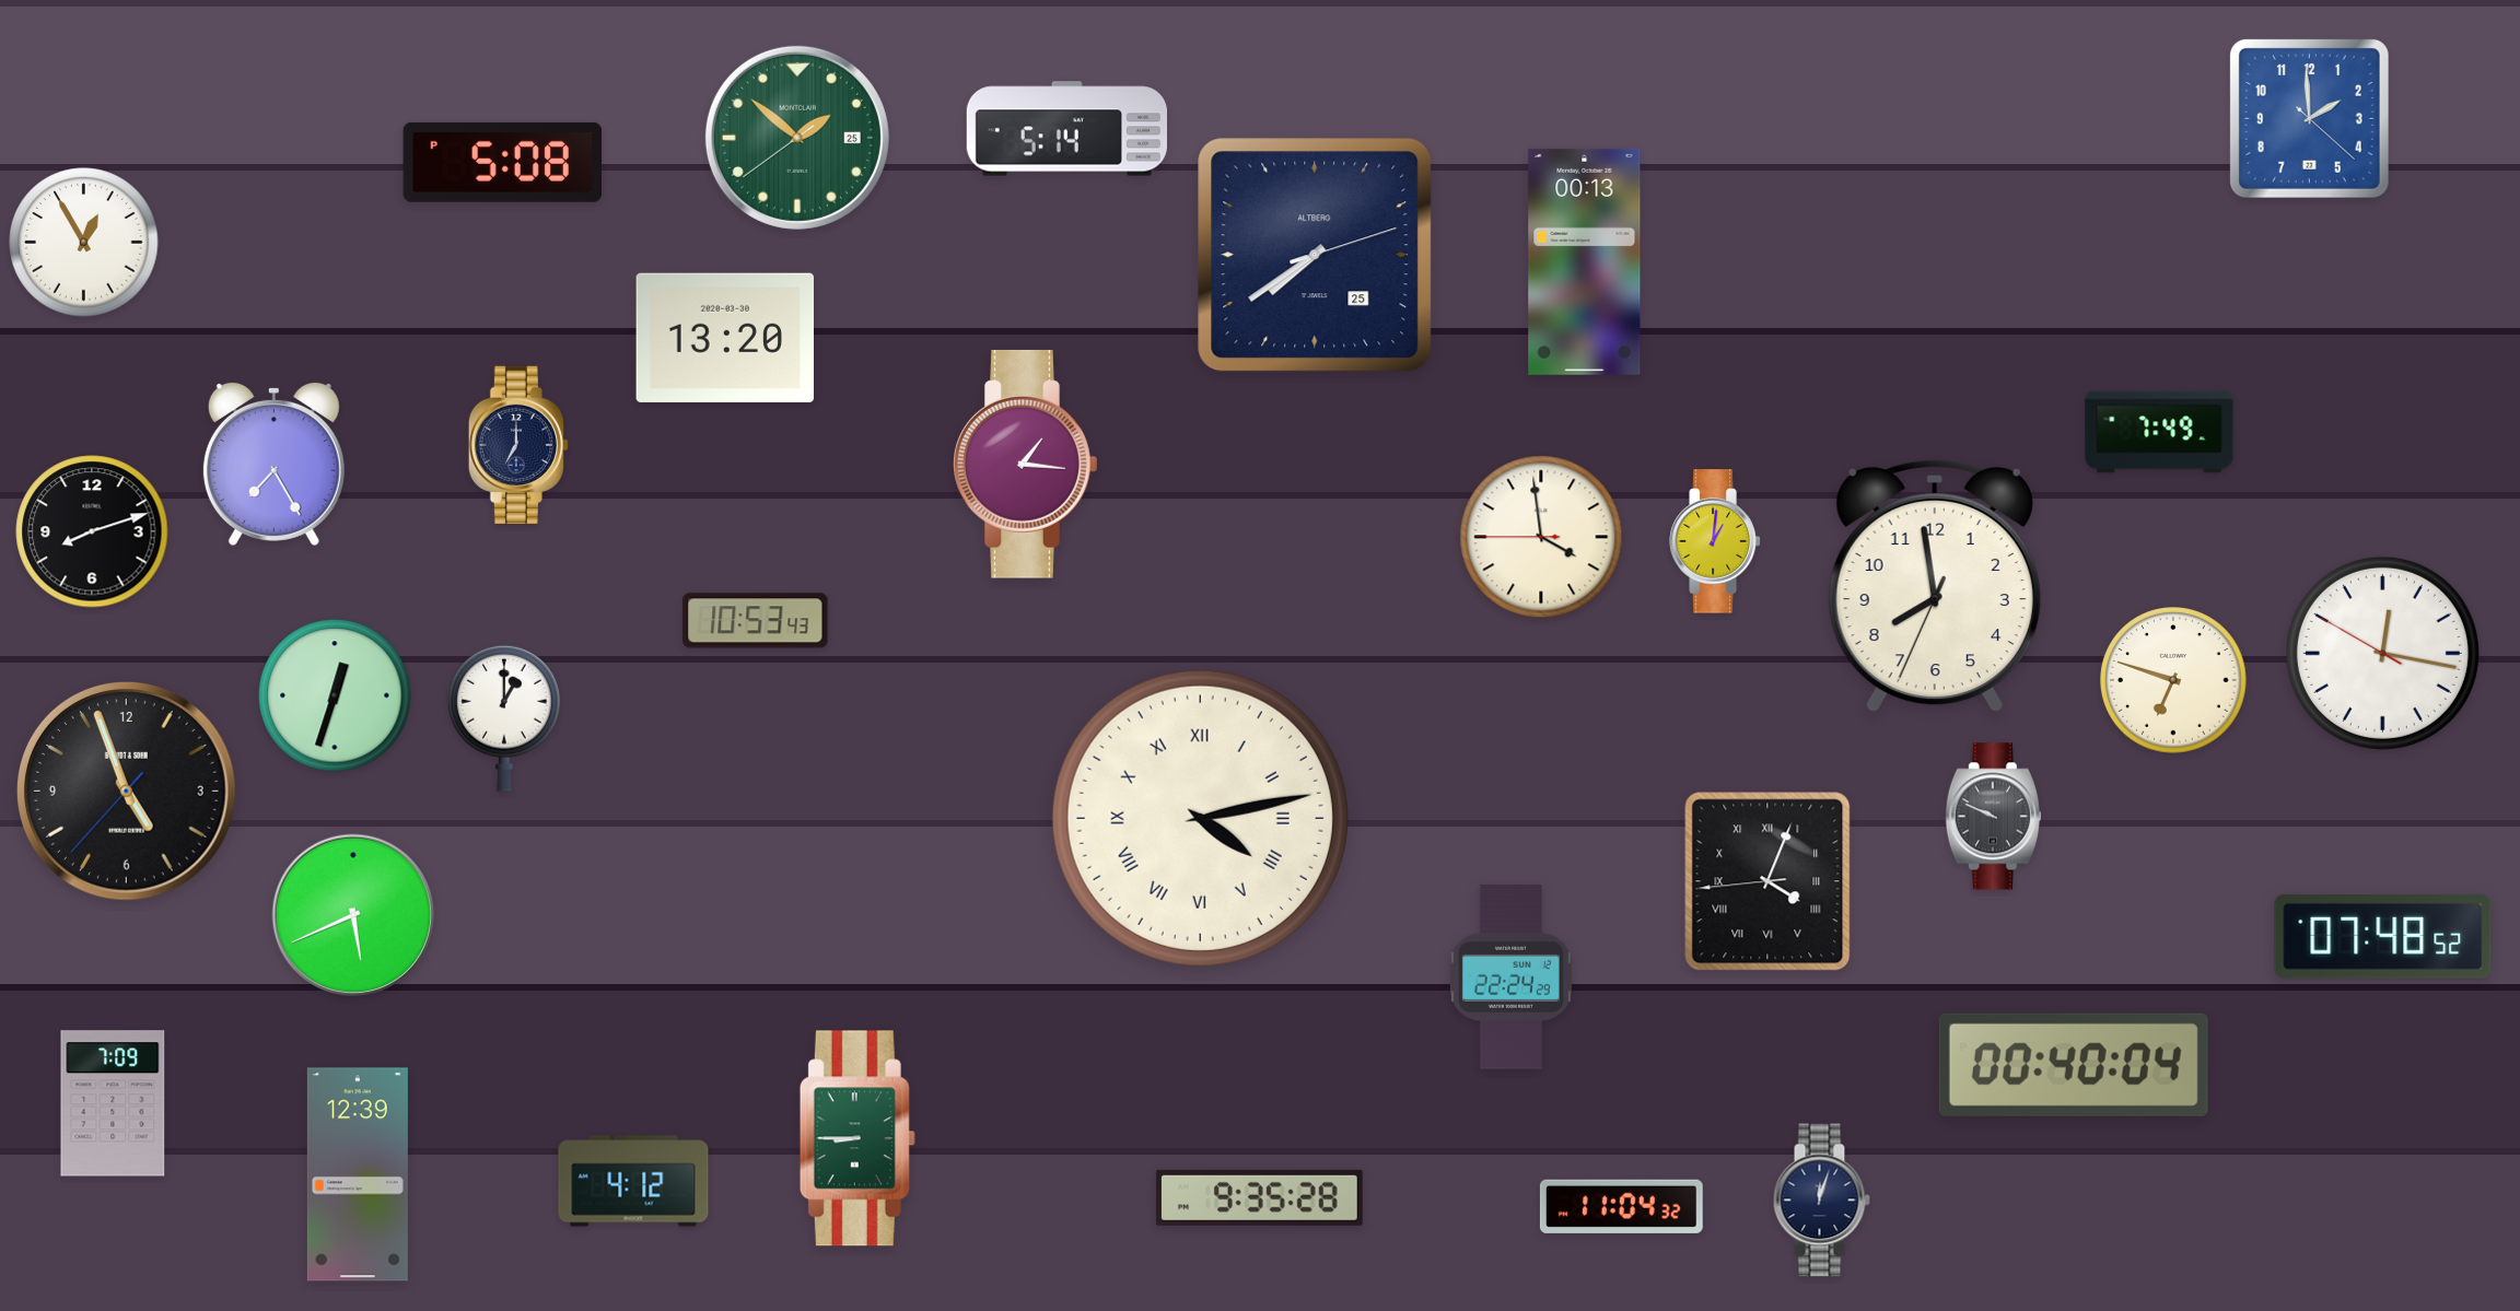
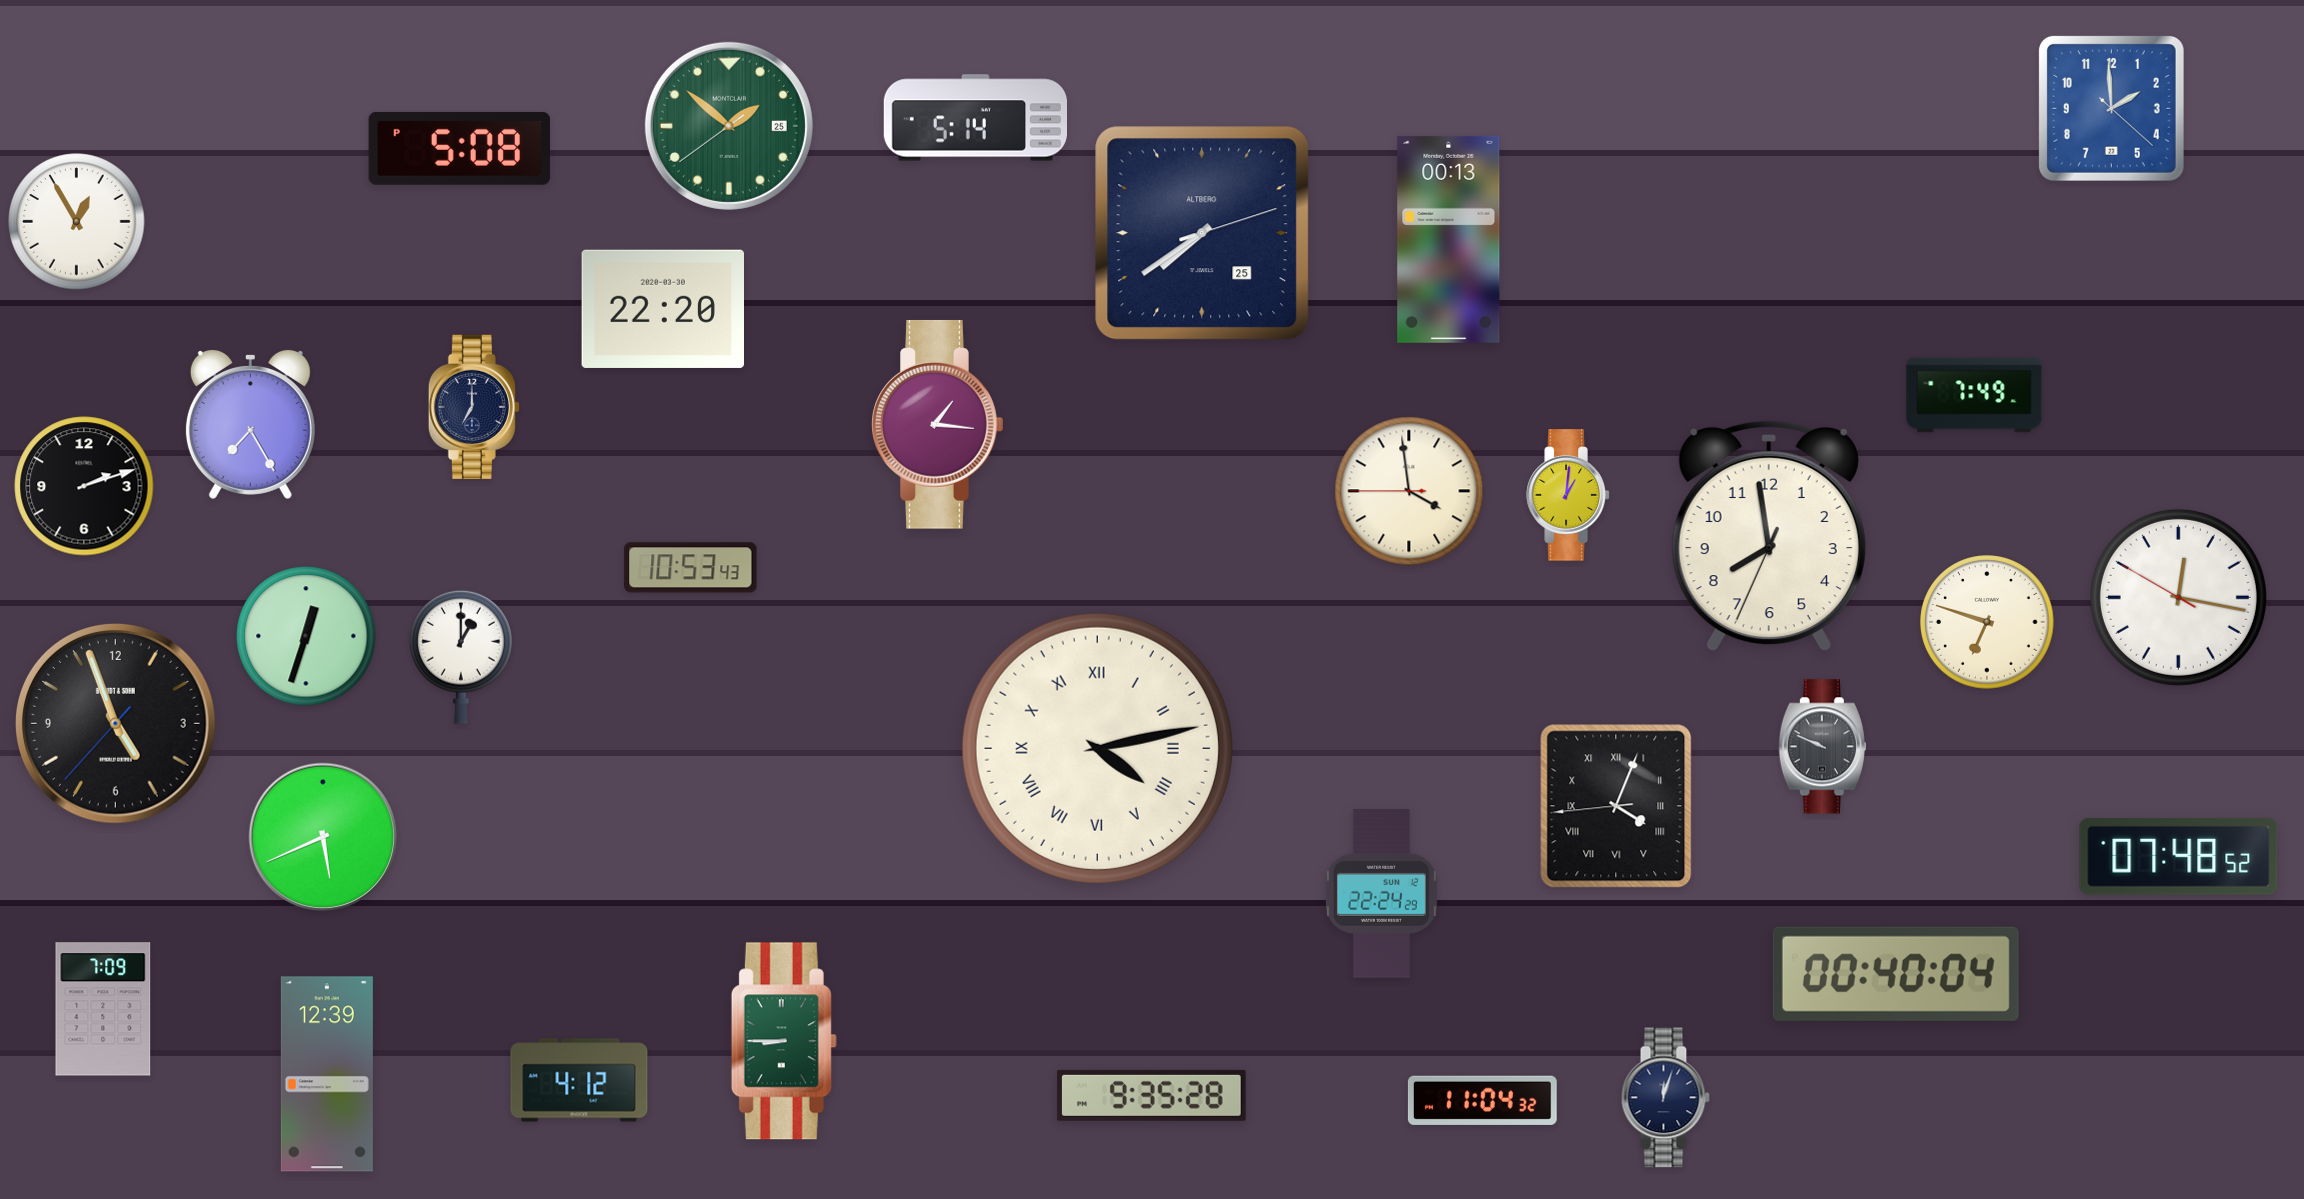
clock at (725, 338): 13:20 -> 22:20
clock at (92, 531): 8:12 -> 2:12
clock at (1621, 1206) position: (1621, 1206) -> (1482, 1100)
